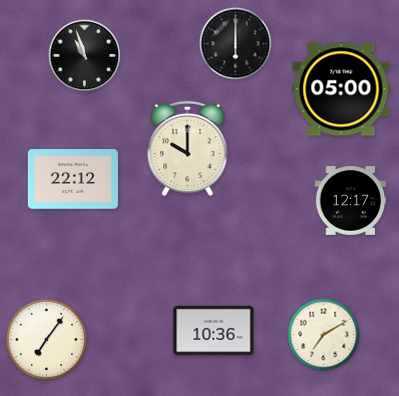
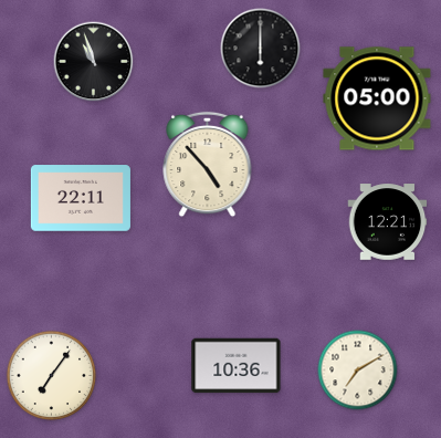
clock at (188, 149): 10:00 -> 4:53
clock at (73, 179): 22:12 -> 22:11
clock at (351, 201): 12:17 -> 12:21
